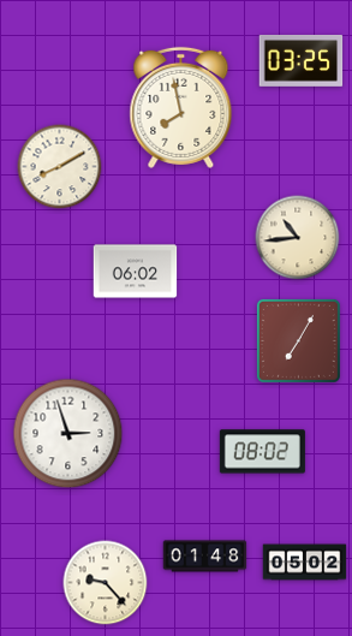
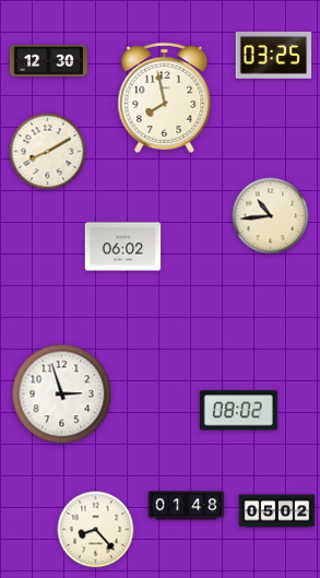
clock at (48, 60): none -> 12:30
clock at (60, 167) position: (60, 167) -> (48, 152)
clock at (298, 340): 7:05 -> none
clock at (106, 583): 9:23 -> 8:23
